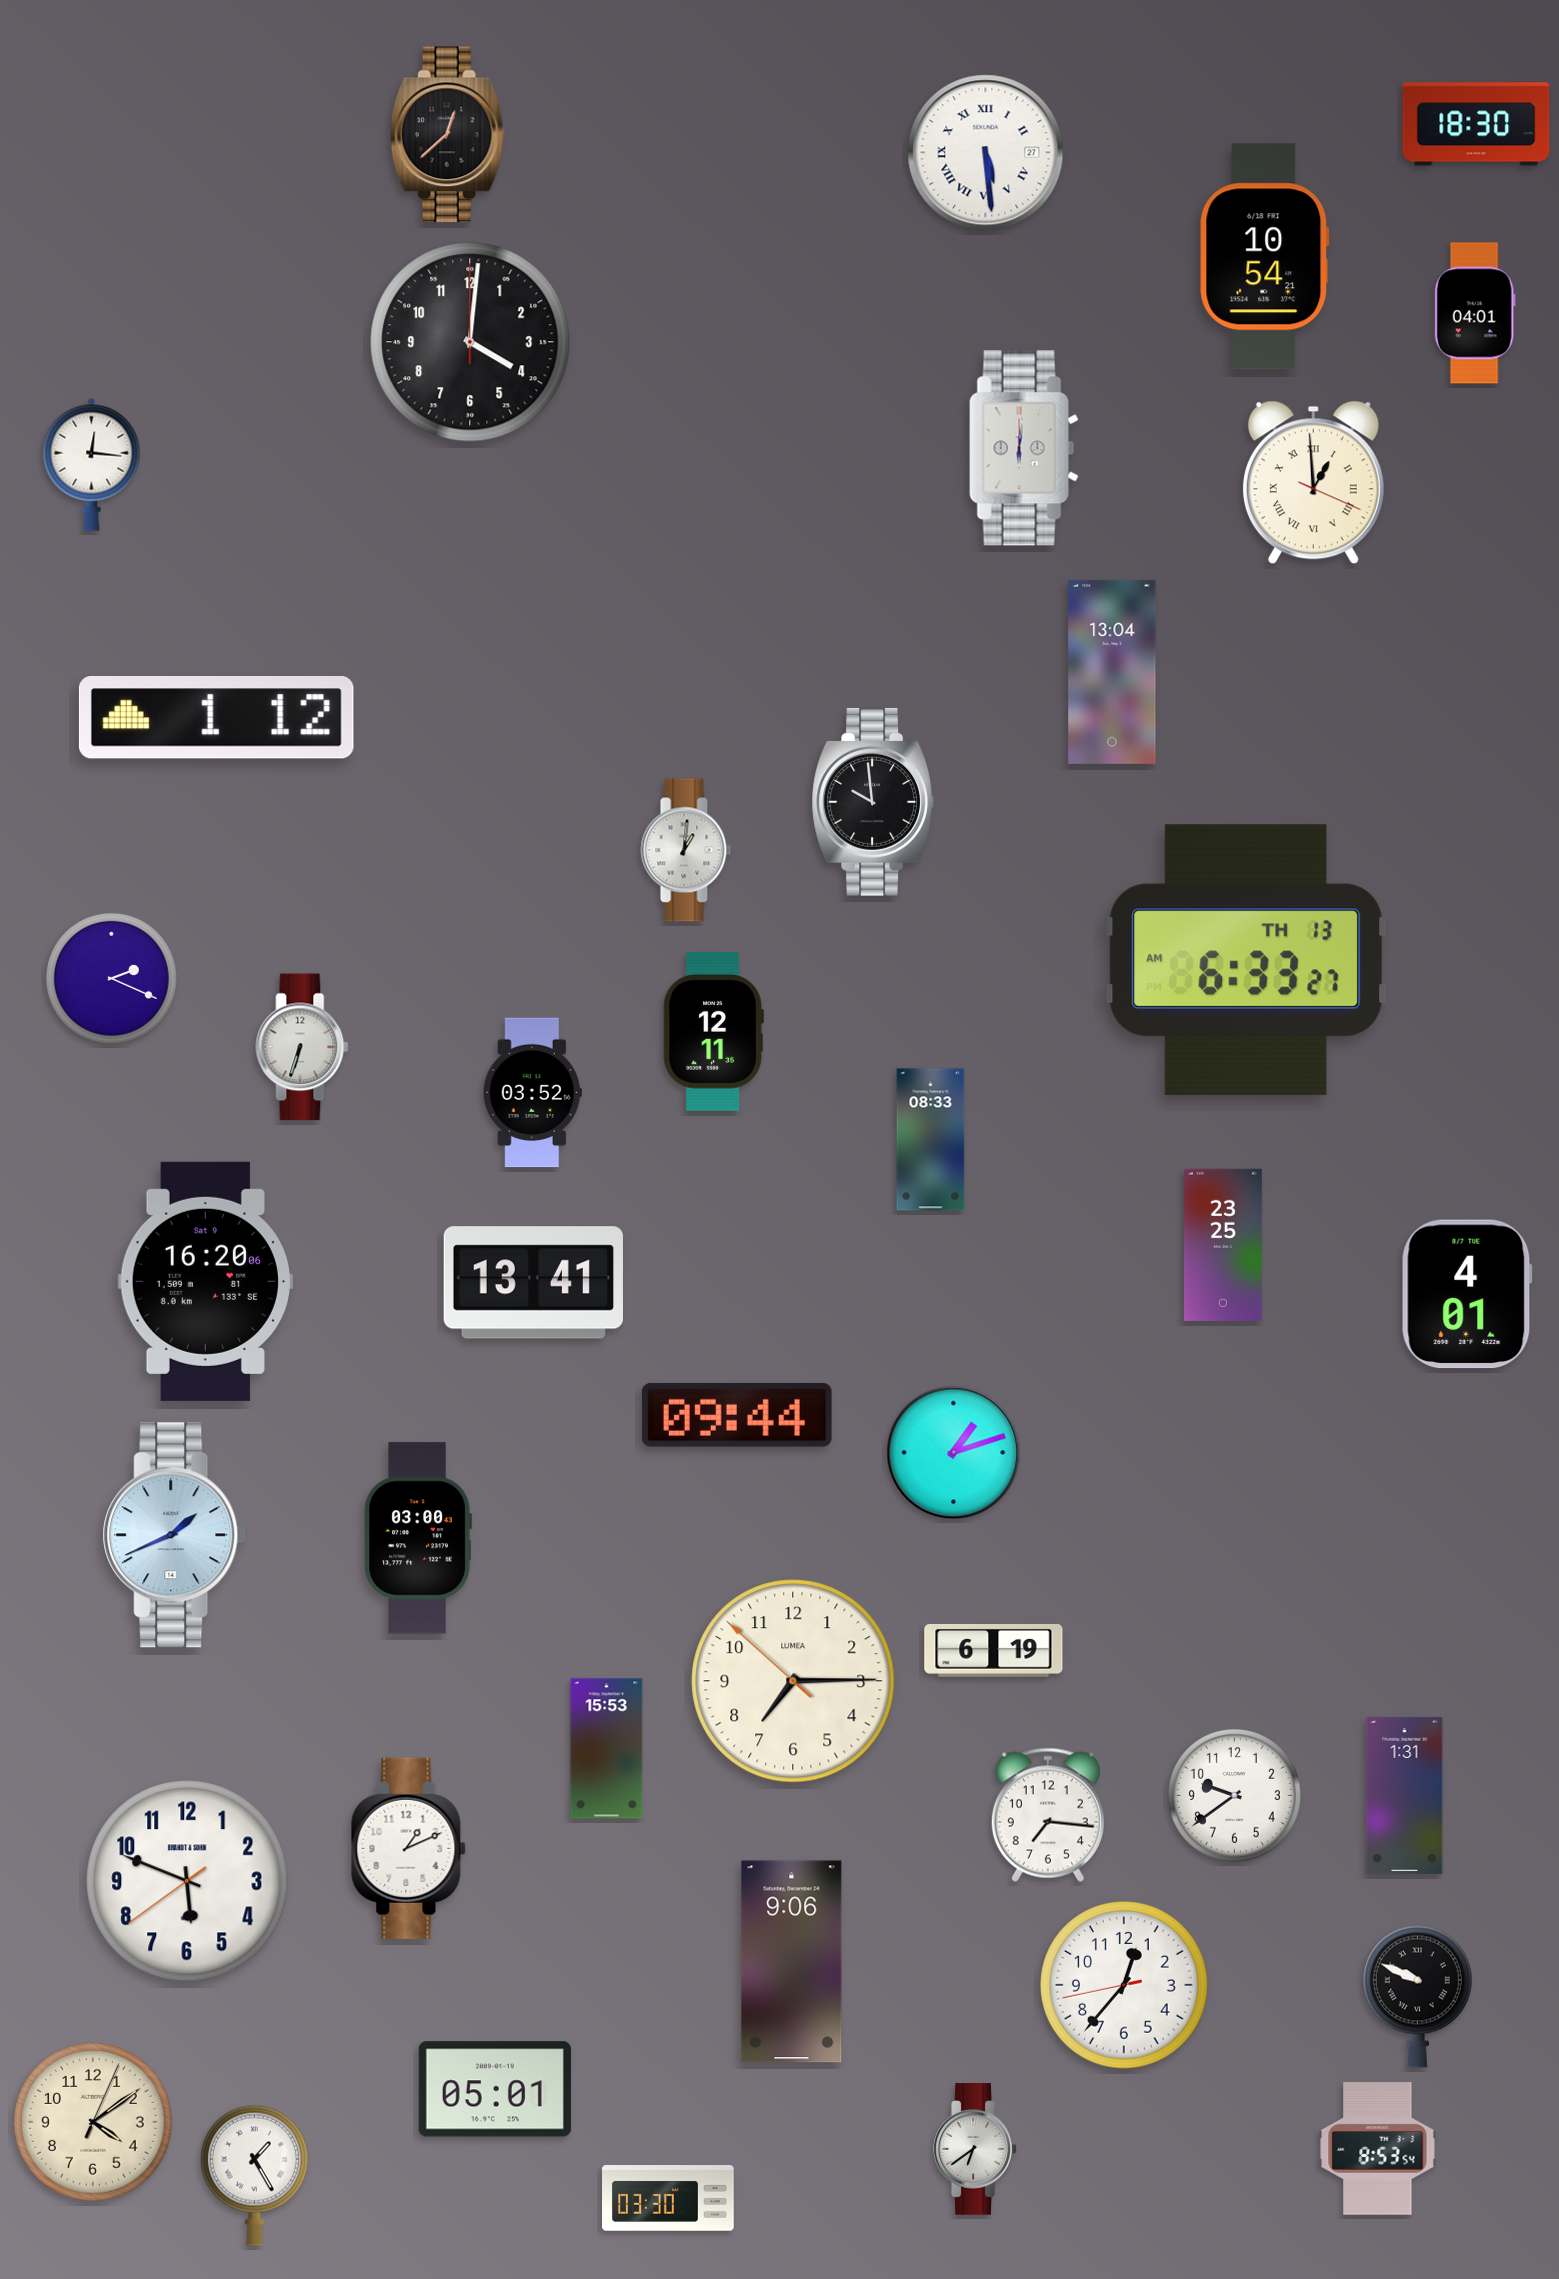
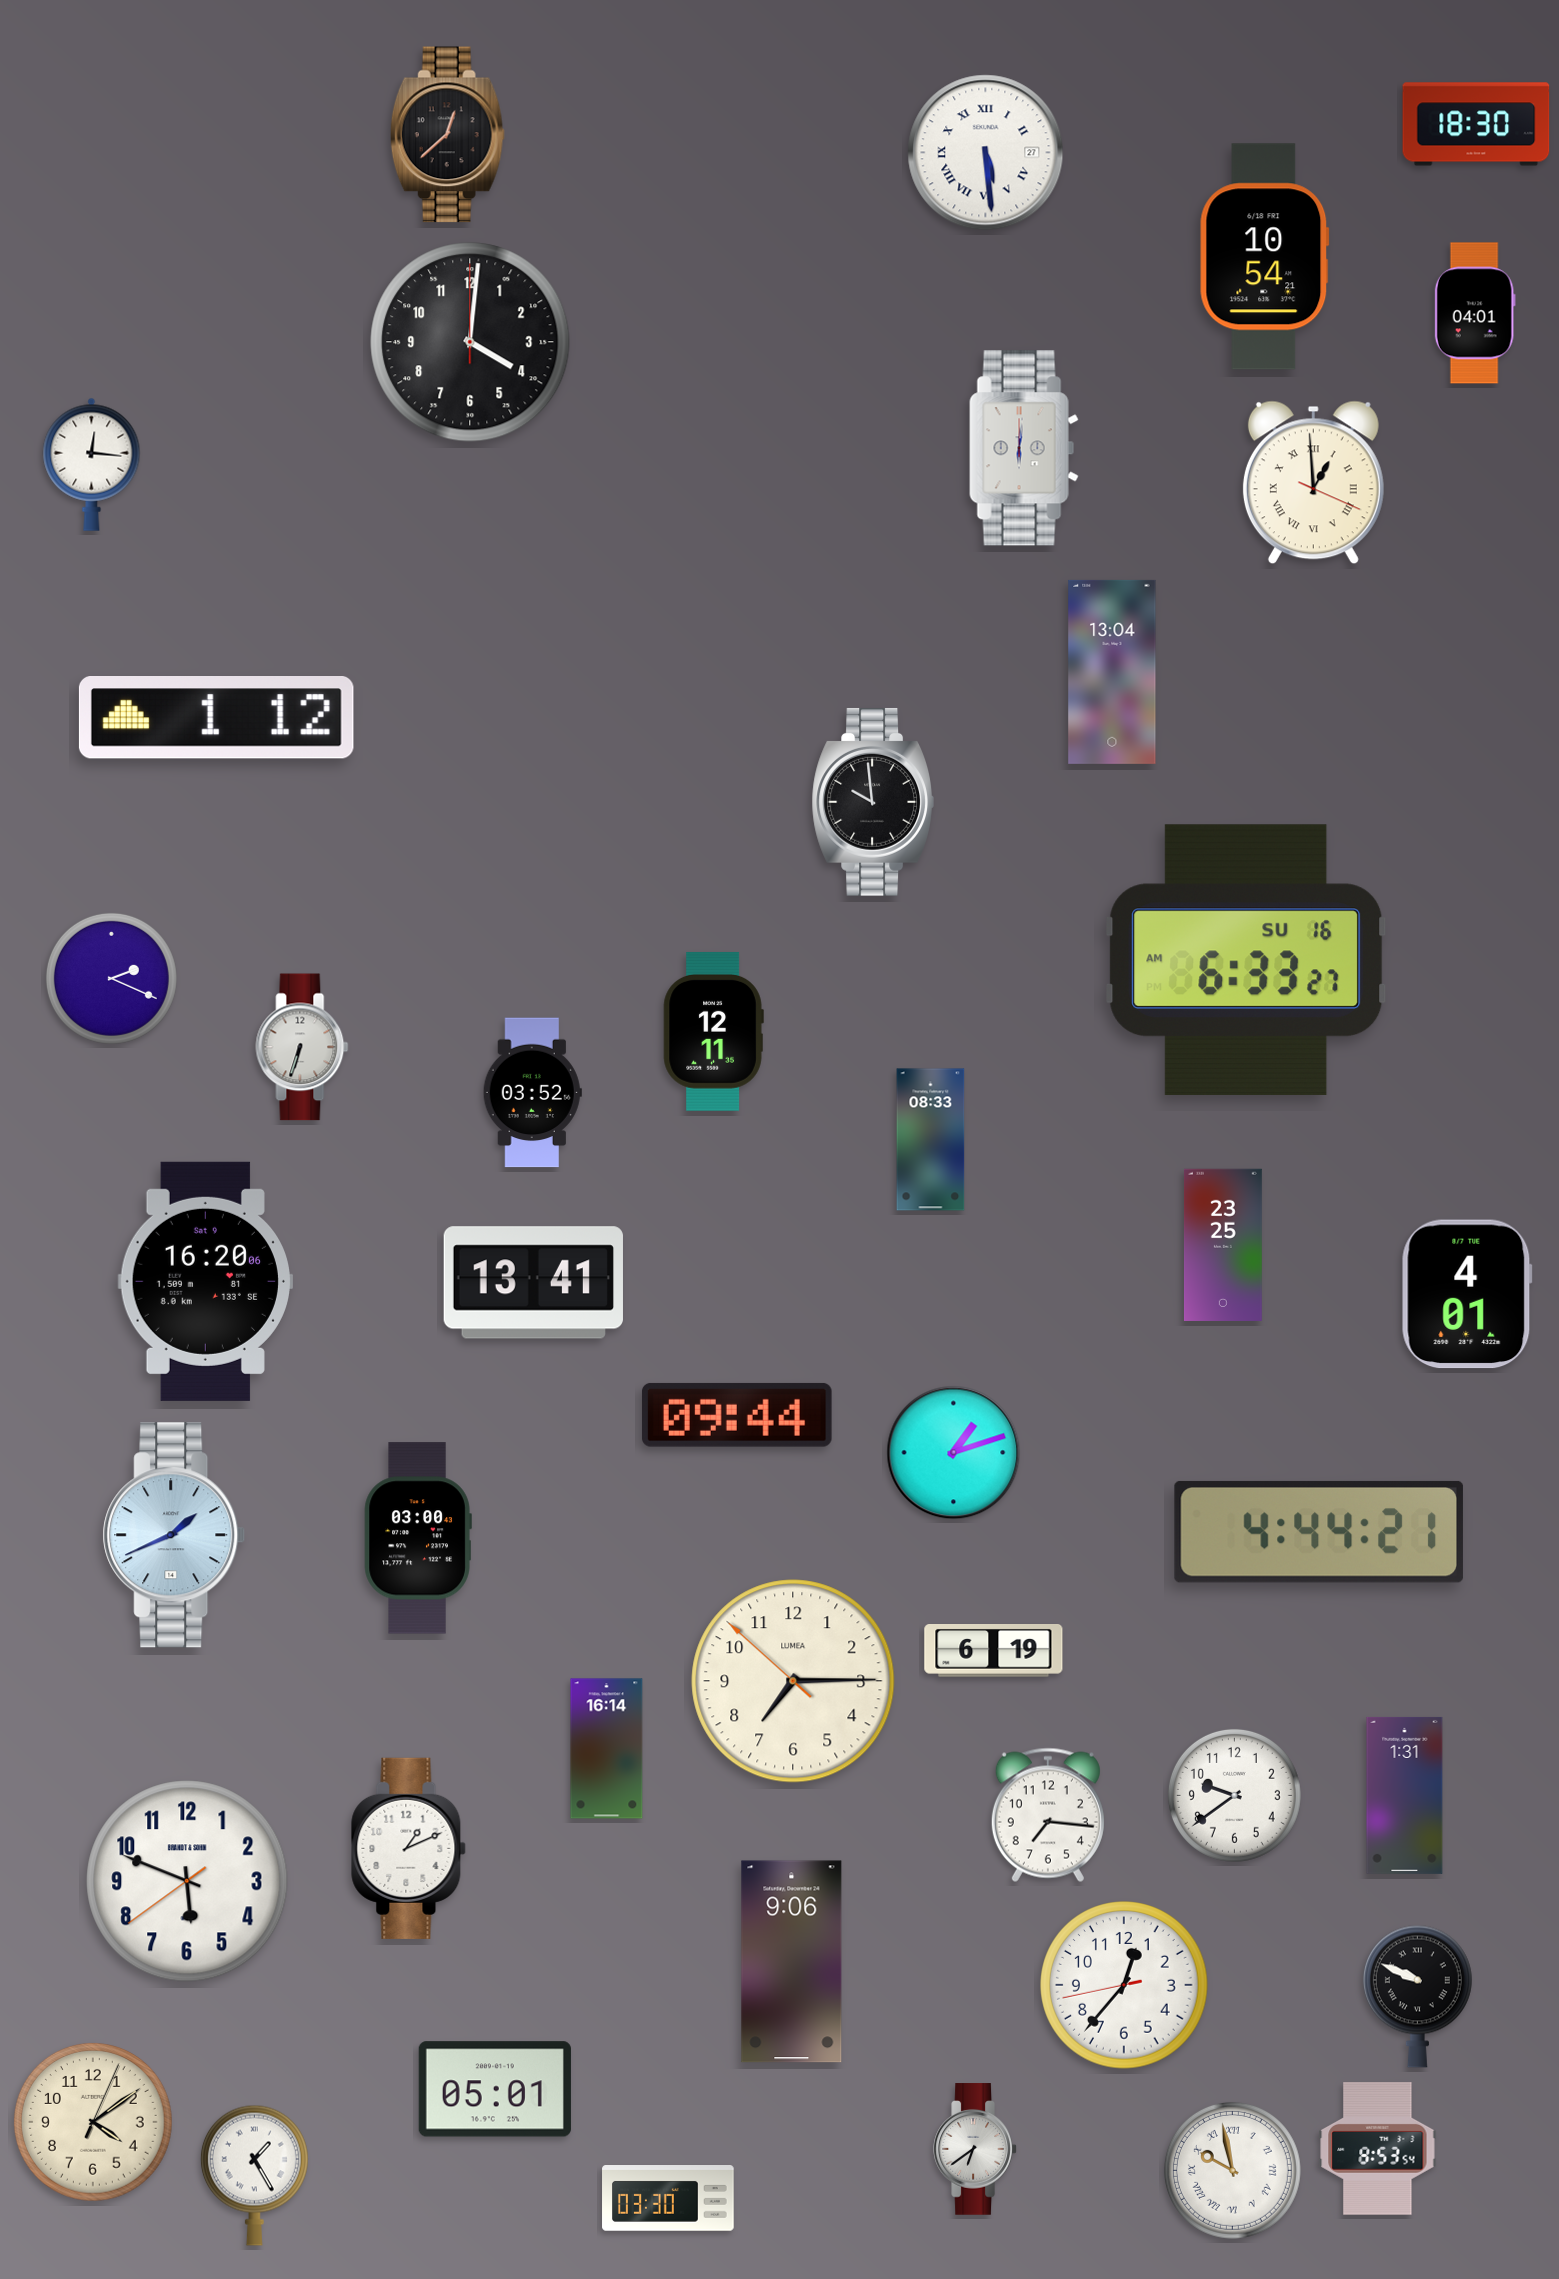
clock at (686, 850): 1:01 -> none
clock at (1246, 960) date: TH 13 -> SU 16
clock at (1319, 1532): none -> 4:44
clock at (607, 1749): 15:53 -> 16:14
clock at (1232, 2170): none -> 9:58
